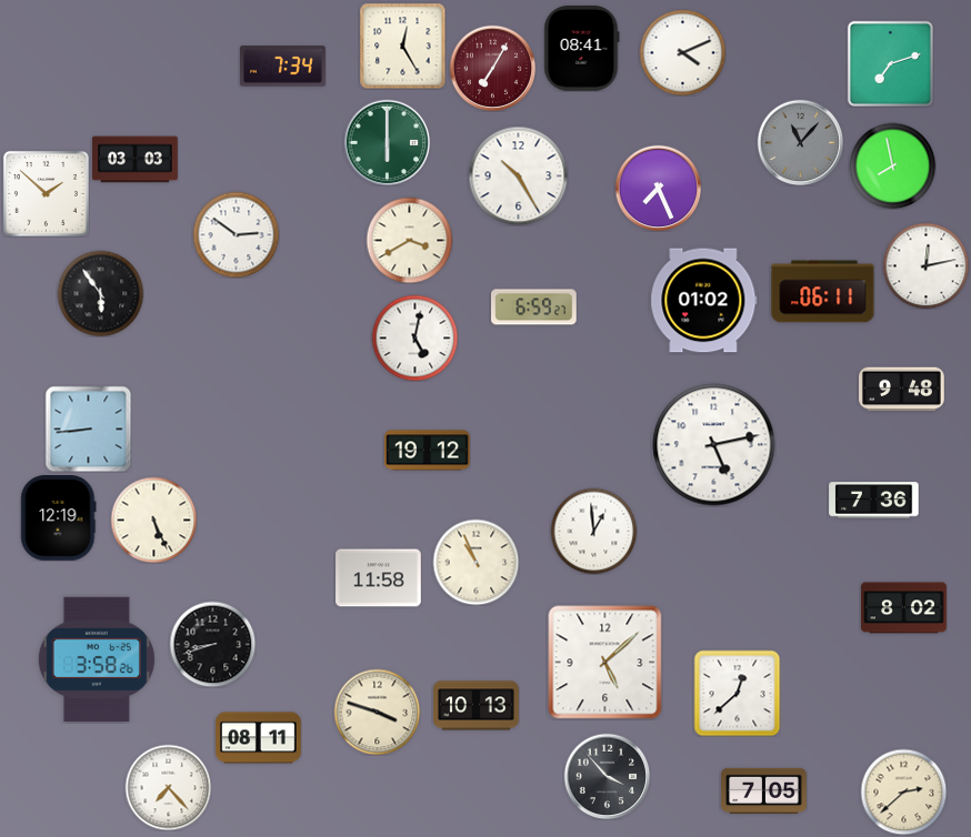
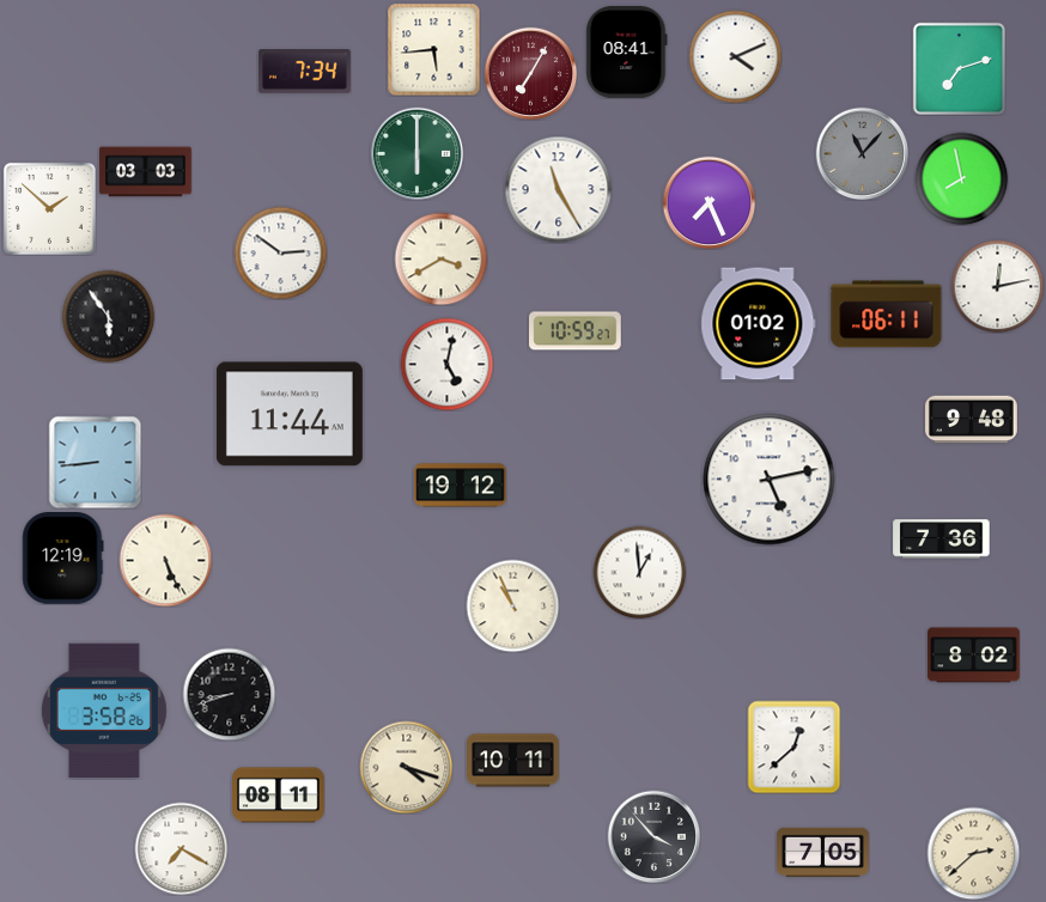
clock at (402, 46): 12:25 -> 5:44
clock at (518, 175): 10:25 -> 11:25
clock at (236, 234) position: (236, 234) -> (280, 252)
clock at (534, 307): 6:59 -> 10:59
clock at (290, 414): none -> 11:44
clock at (379, 578): 11:58 -> none
clock at (605, 663): 5:08 -> none
clock at (477, 706): 10:13 -> 10:11
clock at (377, 712): 3:48 -> 4:18
clock at (168, 787): 7:23 -> 7:20
